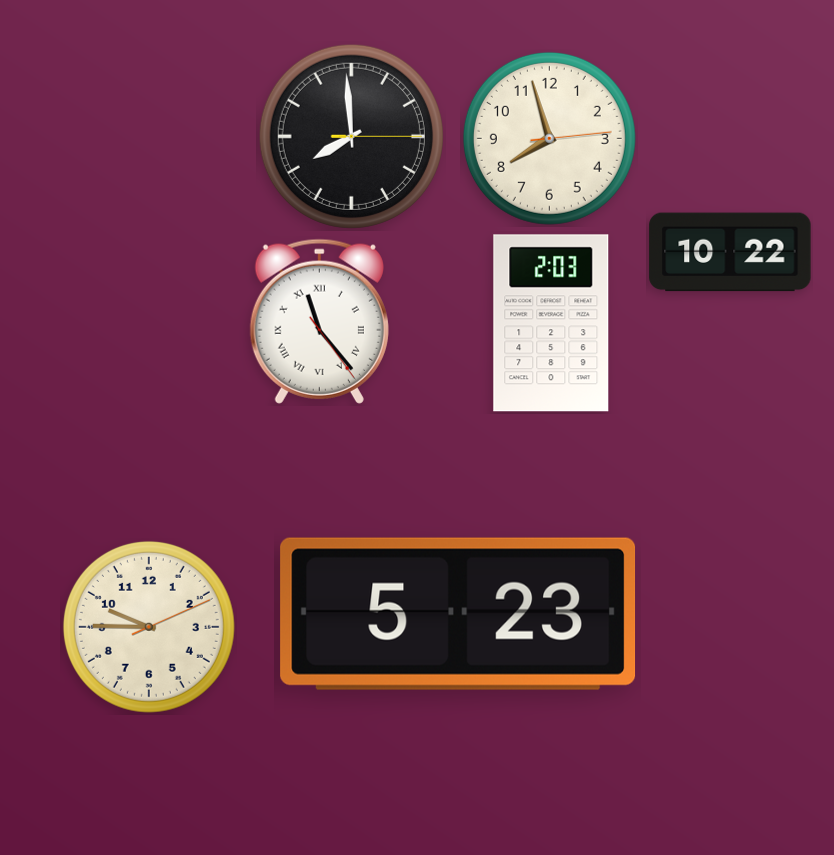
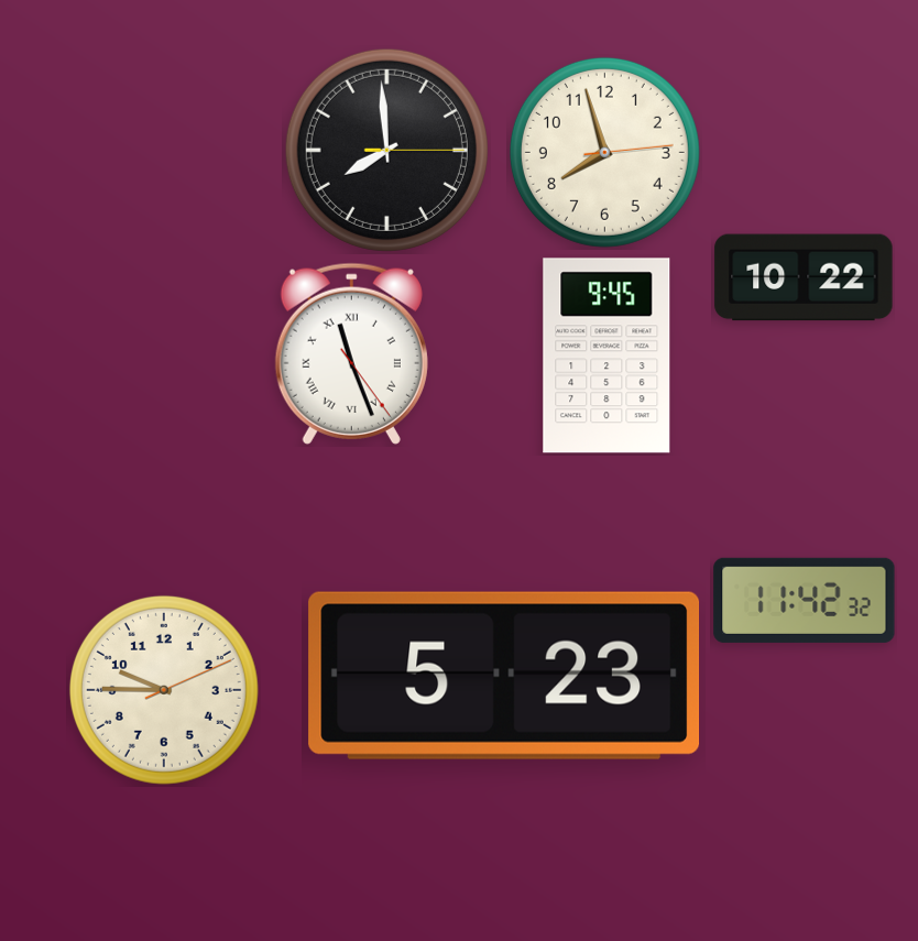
clock at (319, 321): 11:23 -> 11:26
clock at (551, 323): 2:03 -> 9:45
clock at (805, 600): none -> 11:42
